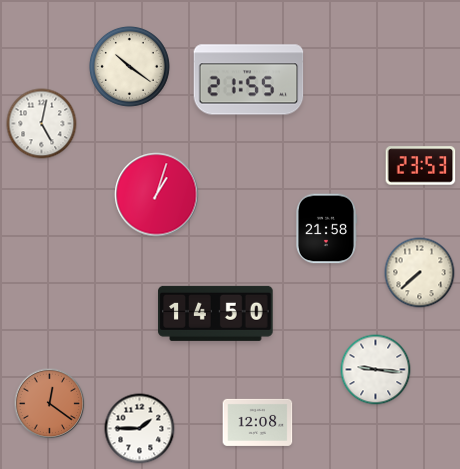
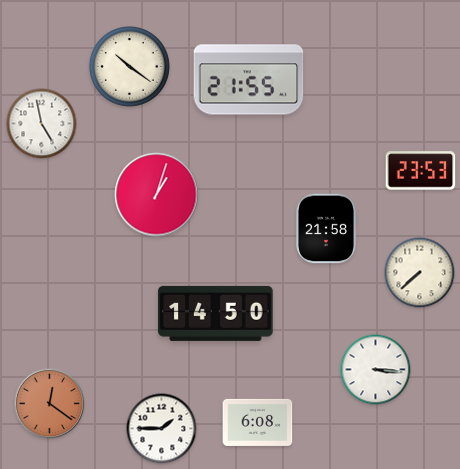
clock at (42, 124): 5:02 -> 4:58
clock at (421, 166) position: (421, 166) -> (421, 171)
clock at (376, 370): 9:16 -> 3:16
clock at (258, 422): 12:08 -> 6:08
clock at (140, 429) position: (140, 429) -> (162, 429)
